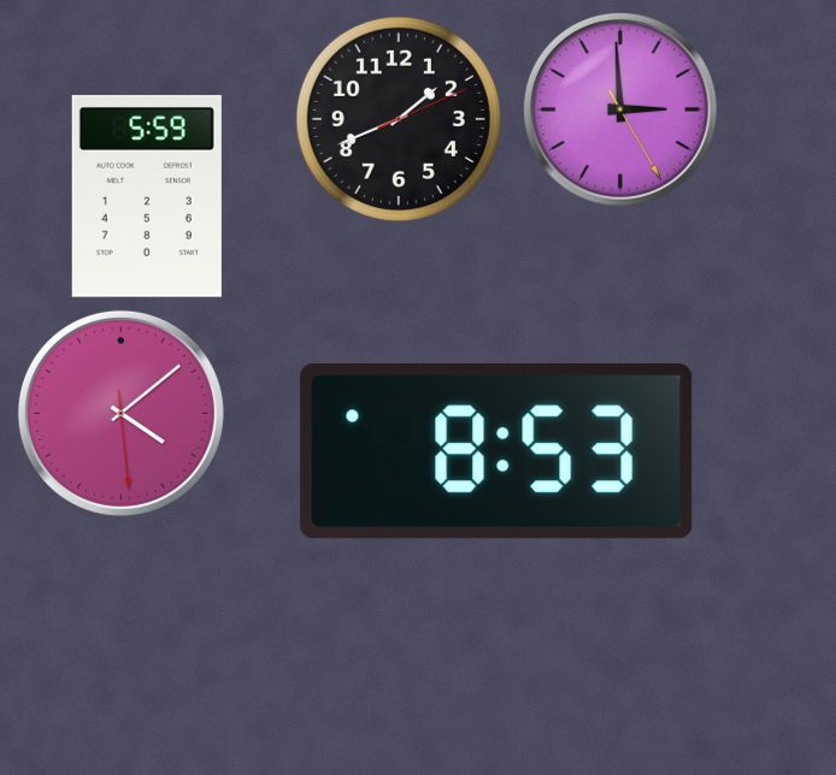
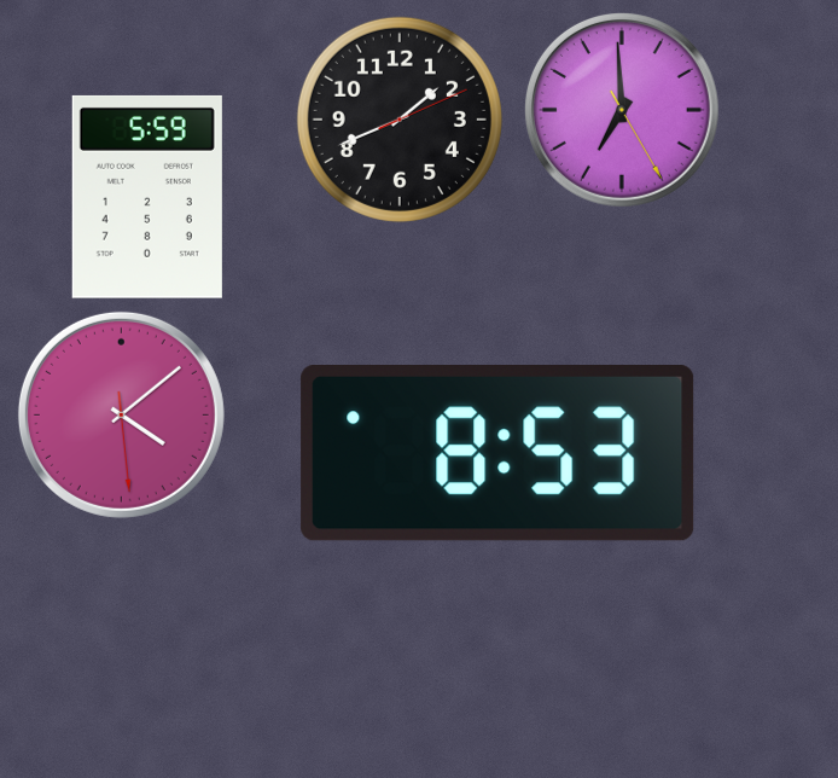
clock at (620, 110): 2:59 -> 6:59
